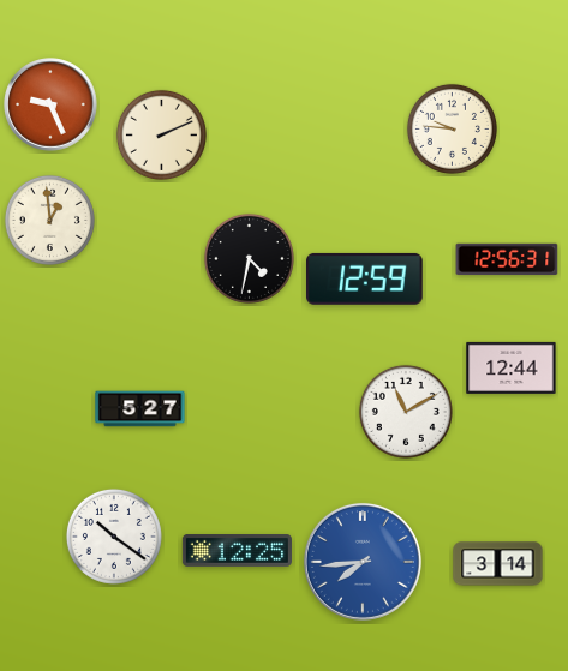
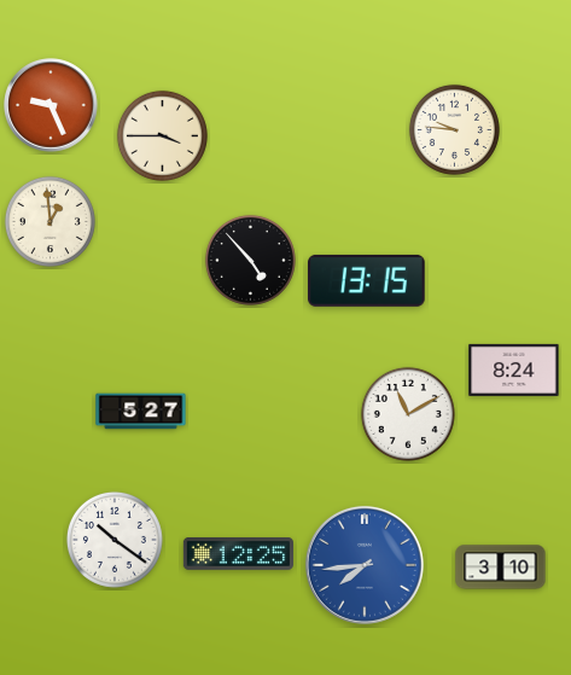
clock at (161, 134): 2:11 -> 3:45
clock at (249, 258): 4:32 -> 4:53
clock at (507, 259): 12:56 -> none
clock at (365, 278): 12:59 -> 13:15
clock at (512, 367): 12:44 -> 8:24
clock at (498, 564): 3:14 -> 3:10
